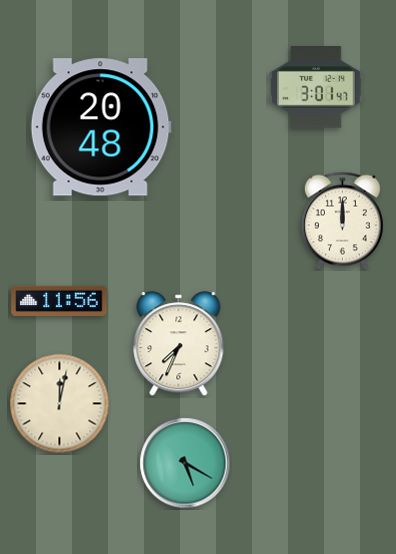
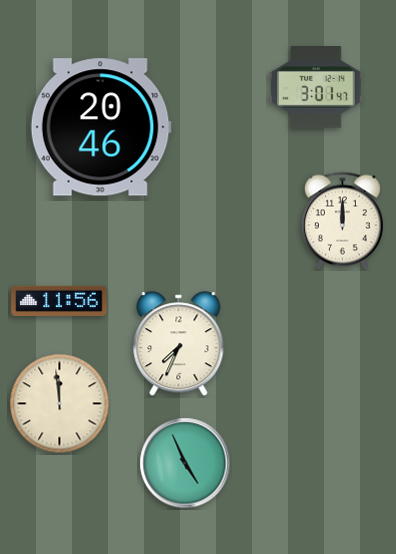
clock at (101, 127): 20:48 -> 20:46
clock at (60, 404): 12:02 -> 11:59
clock at (185, 463): 5:20 -> 4:56
